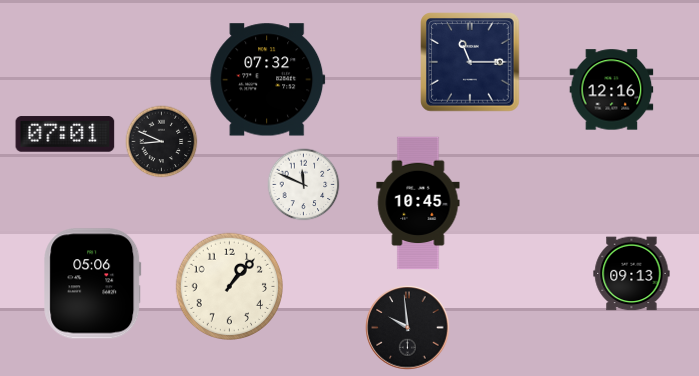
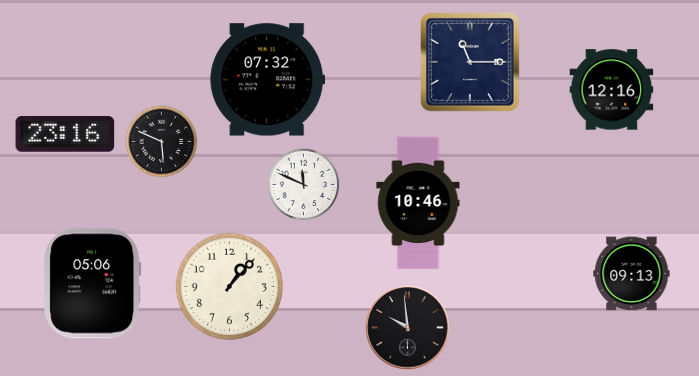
clock at (65, 134): 07:01 -> 23:16
clock at (162, 142): 8:49 -> 5:49
clock at (418, 203): 10:45 -> 10:46
